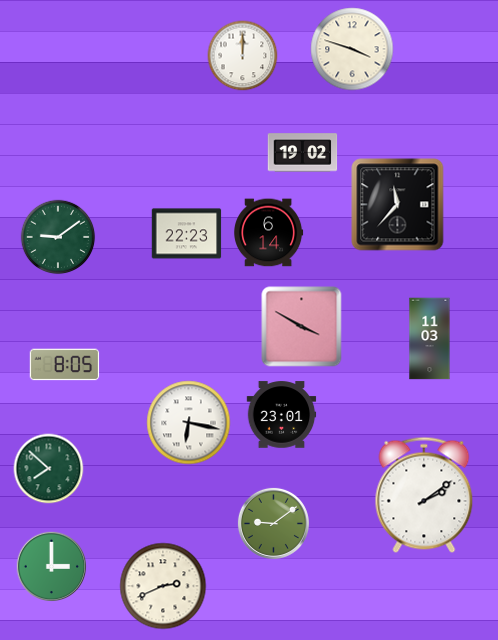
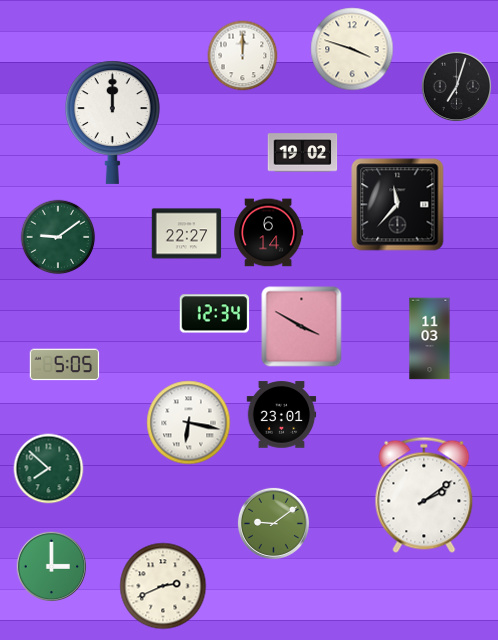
clock at (456, 86): none -> 7:03
clock at (113, 122): none -> 12:00
clock at (187, 234): 22:23 -> 22:27
clock at (215, 314): none -> 12:34
clock at (65, 365): 8:05 -> 5:05
